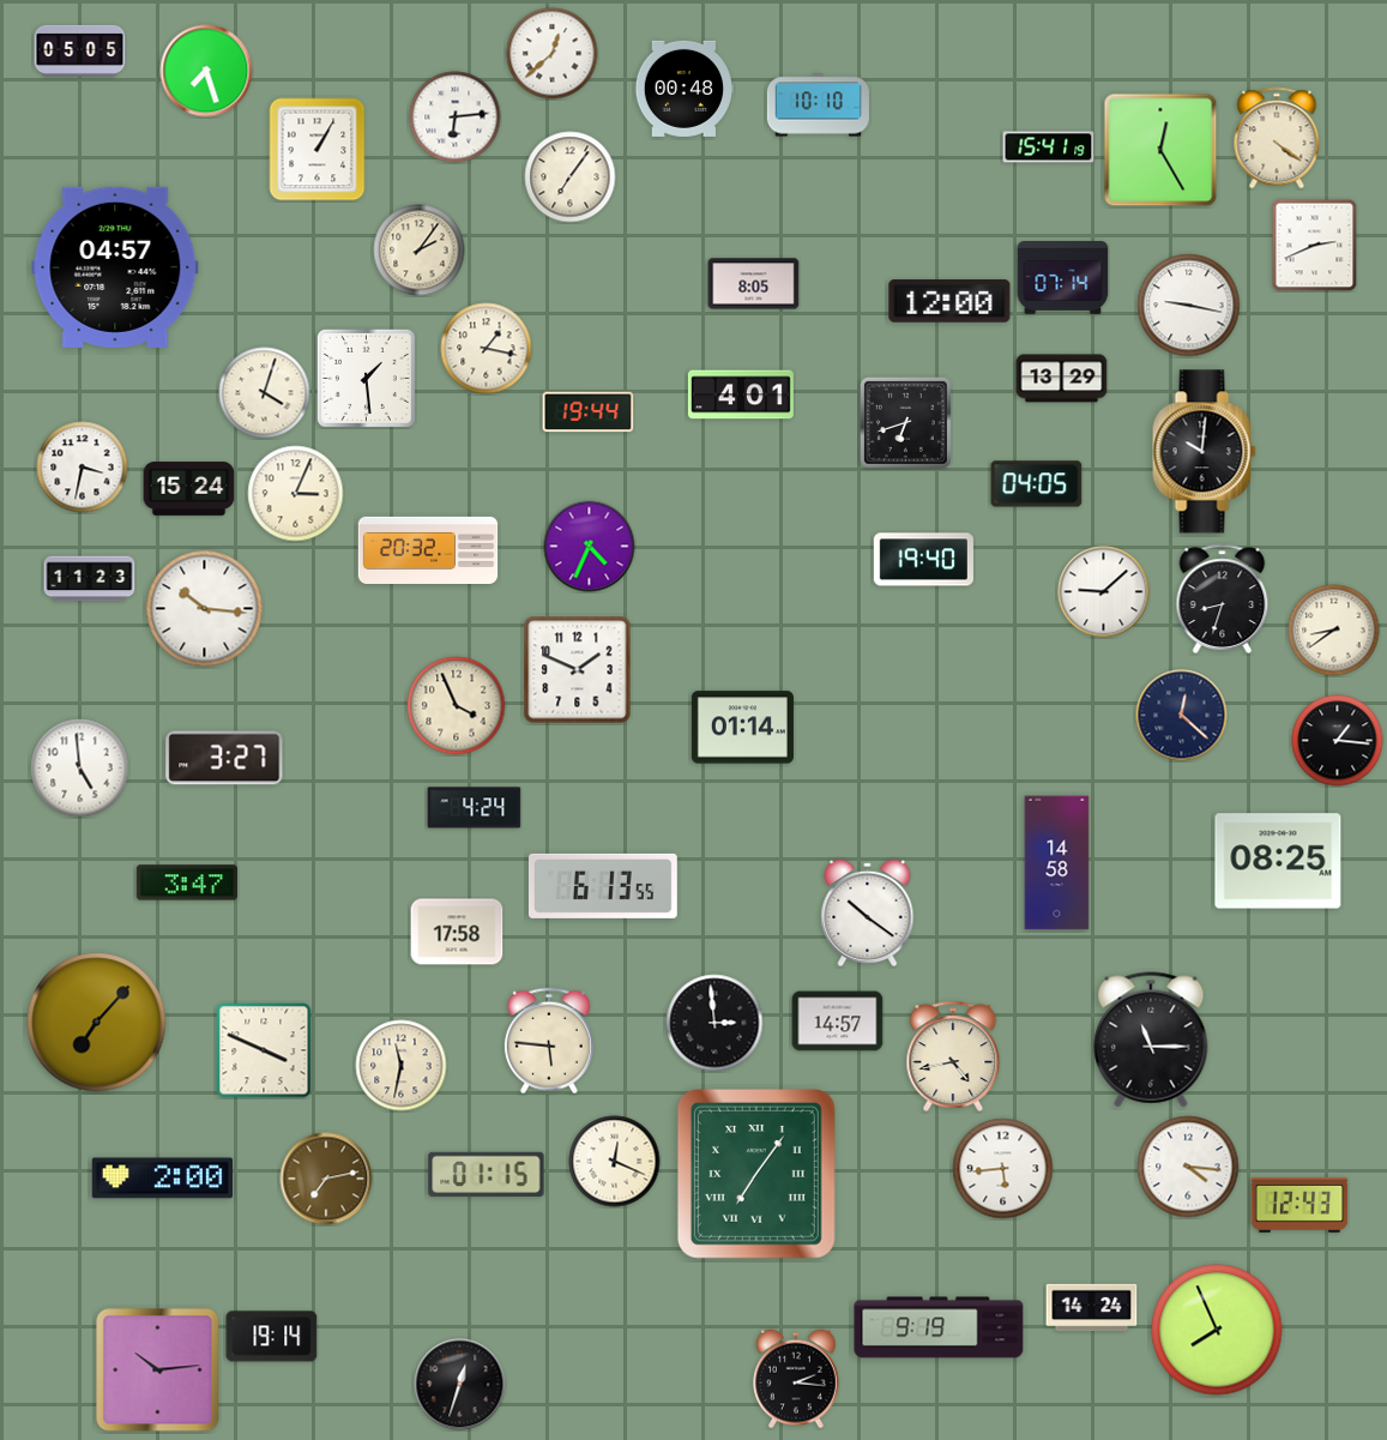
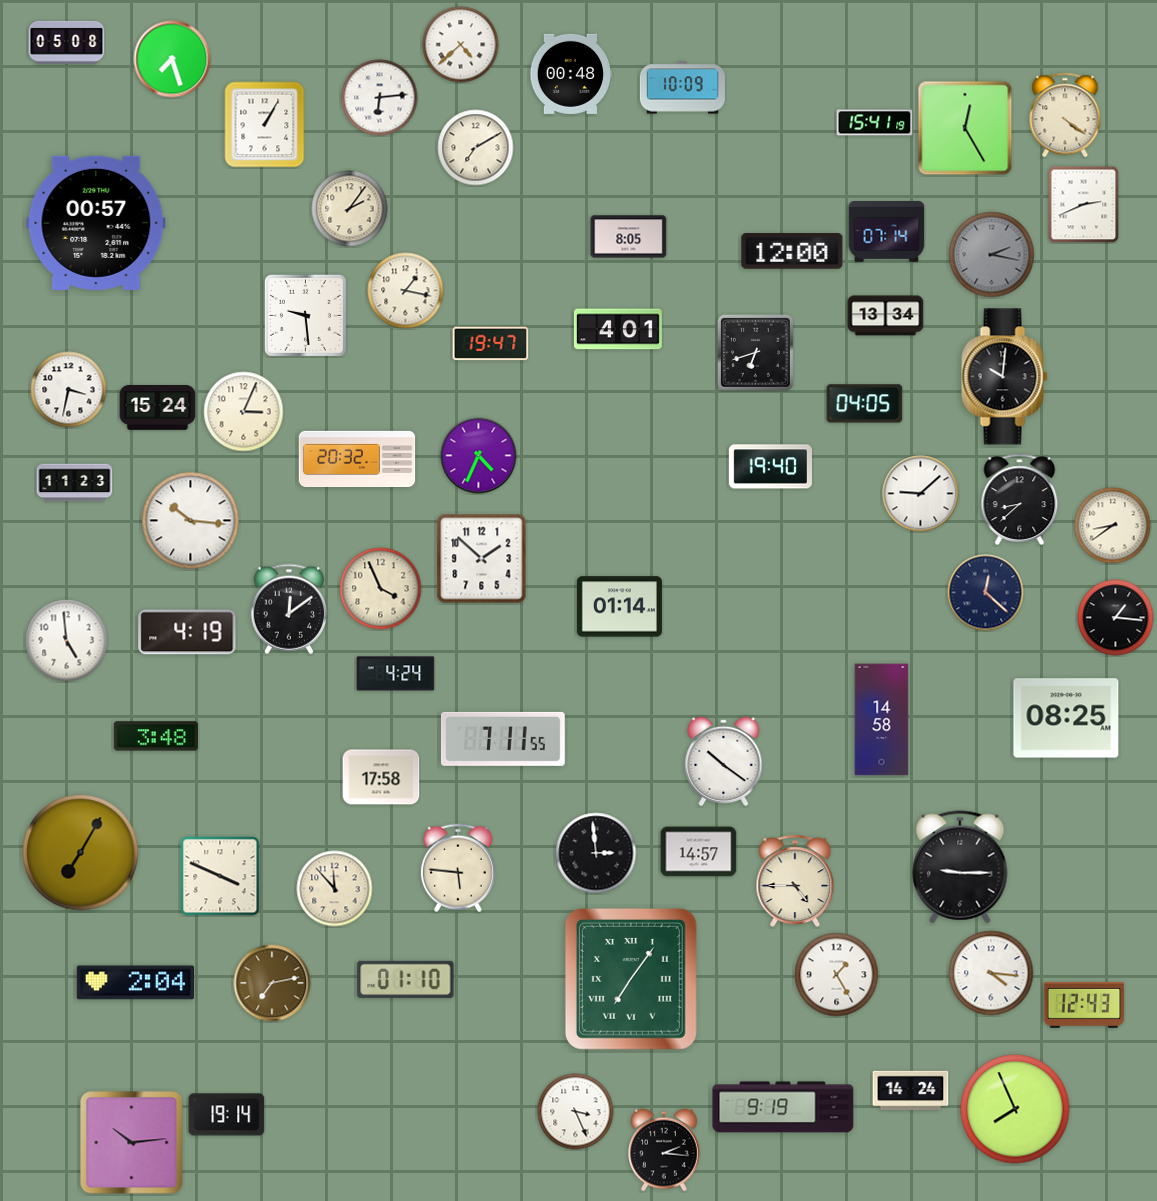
clock at (80, 50): 05:05 -> 05:08
clock at (553, 54): 12:38 -> 4:38
clock at (818, 106): 10:10 -> 10:09
clock at (1160, 150) position: (1160, 150) -> (965, 128)
clock at (571, 177): 7:06 -> 7:10
clock at (1315, 245) position: (1315, 245) -> (1084, 204)
clock at (115, 267): 04:57 -> 00:57
clock at (1189, 306): 9:17 -> 2:17
clock at (1189, 306) dial: white -> grey
clock at (366, 378): 1:29 -> 9:29
clock at (1062, 379): 13:29 -> 13:34
clock at (265, 393): 4:03 -> none
clock at (589, 412): 19:44 -> 19:47
clock at (296, 494) position: (296, 494) -> (244, 412)
clock at (590, 547) position: (590, 547) -> (479, 456)
clock at (1223, 598): 8:33 -> 8:38
clock at (205, 609) position: (205, 609) -> (191, 521)
clock at (578, 670): 1:49 -> 1:52
clock at (1182, 716) position: (1182, 716) -> (986, 593)
clock at (288, 609): none -> 12:09
clock at (224, 758): 3:27 -> 4:19
clock at (187, 882): 3:47 -> 3:48
clock at (603, 886): 6:13 -> 7:11
clock at (97, 1023): 7:07 -> 7:05
clock at (1151, 1040): 11:15 -> 9:15
clock at (953, 1055): 4:43 -> 4:45
clock at (402, 1066): 11:32 -> 11:53
clock at (615, 1162): 12:19 -> none
clock at (1003, 1169): 5:44 -> 1:25
clock at (487, 1174): 01:15 -> 01:10
clock at (162, 1179): 2:00 -> 2:04
clock at (576, 1112): none -> 3:26
clock at (460, 1385): 12:33 -> none
